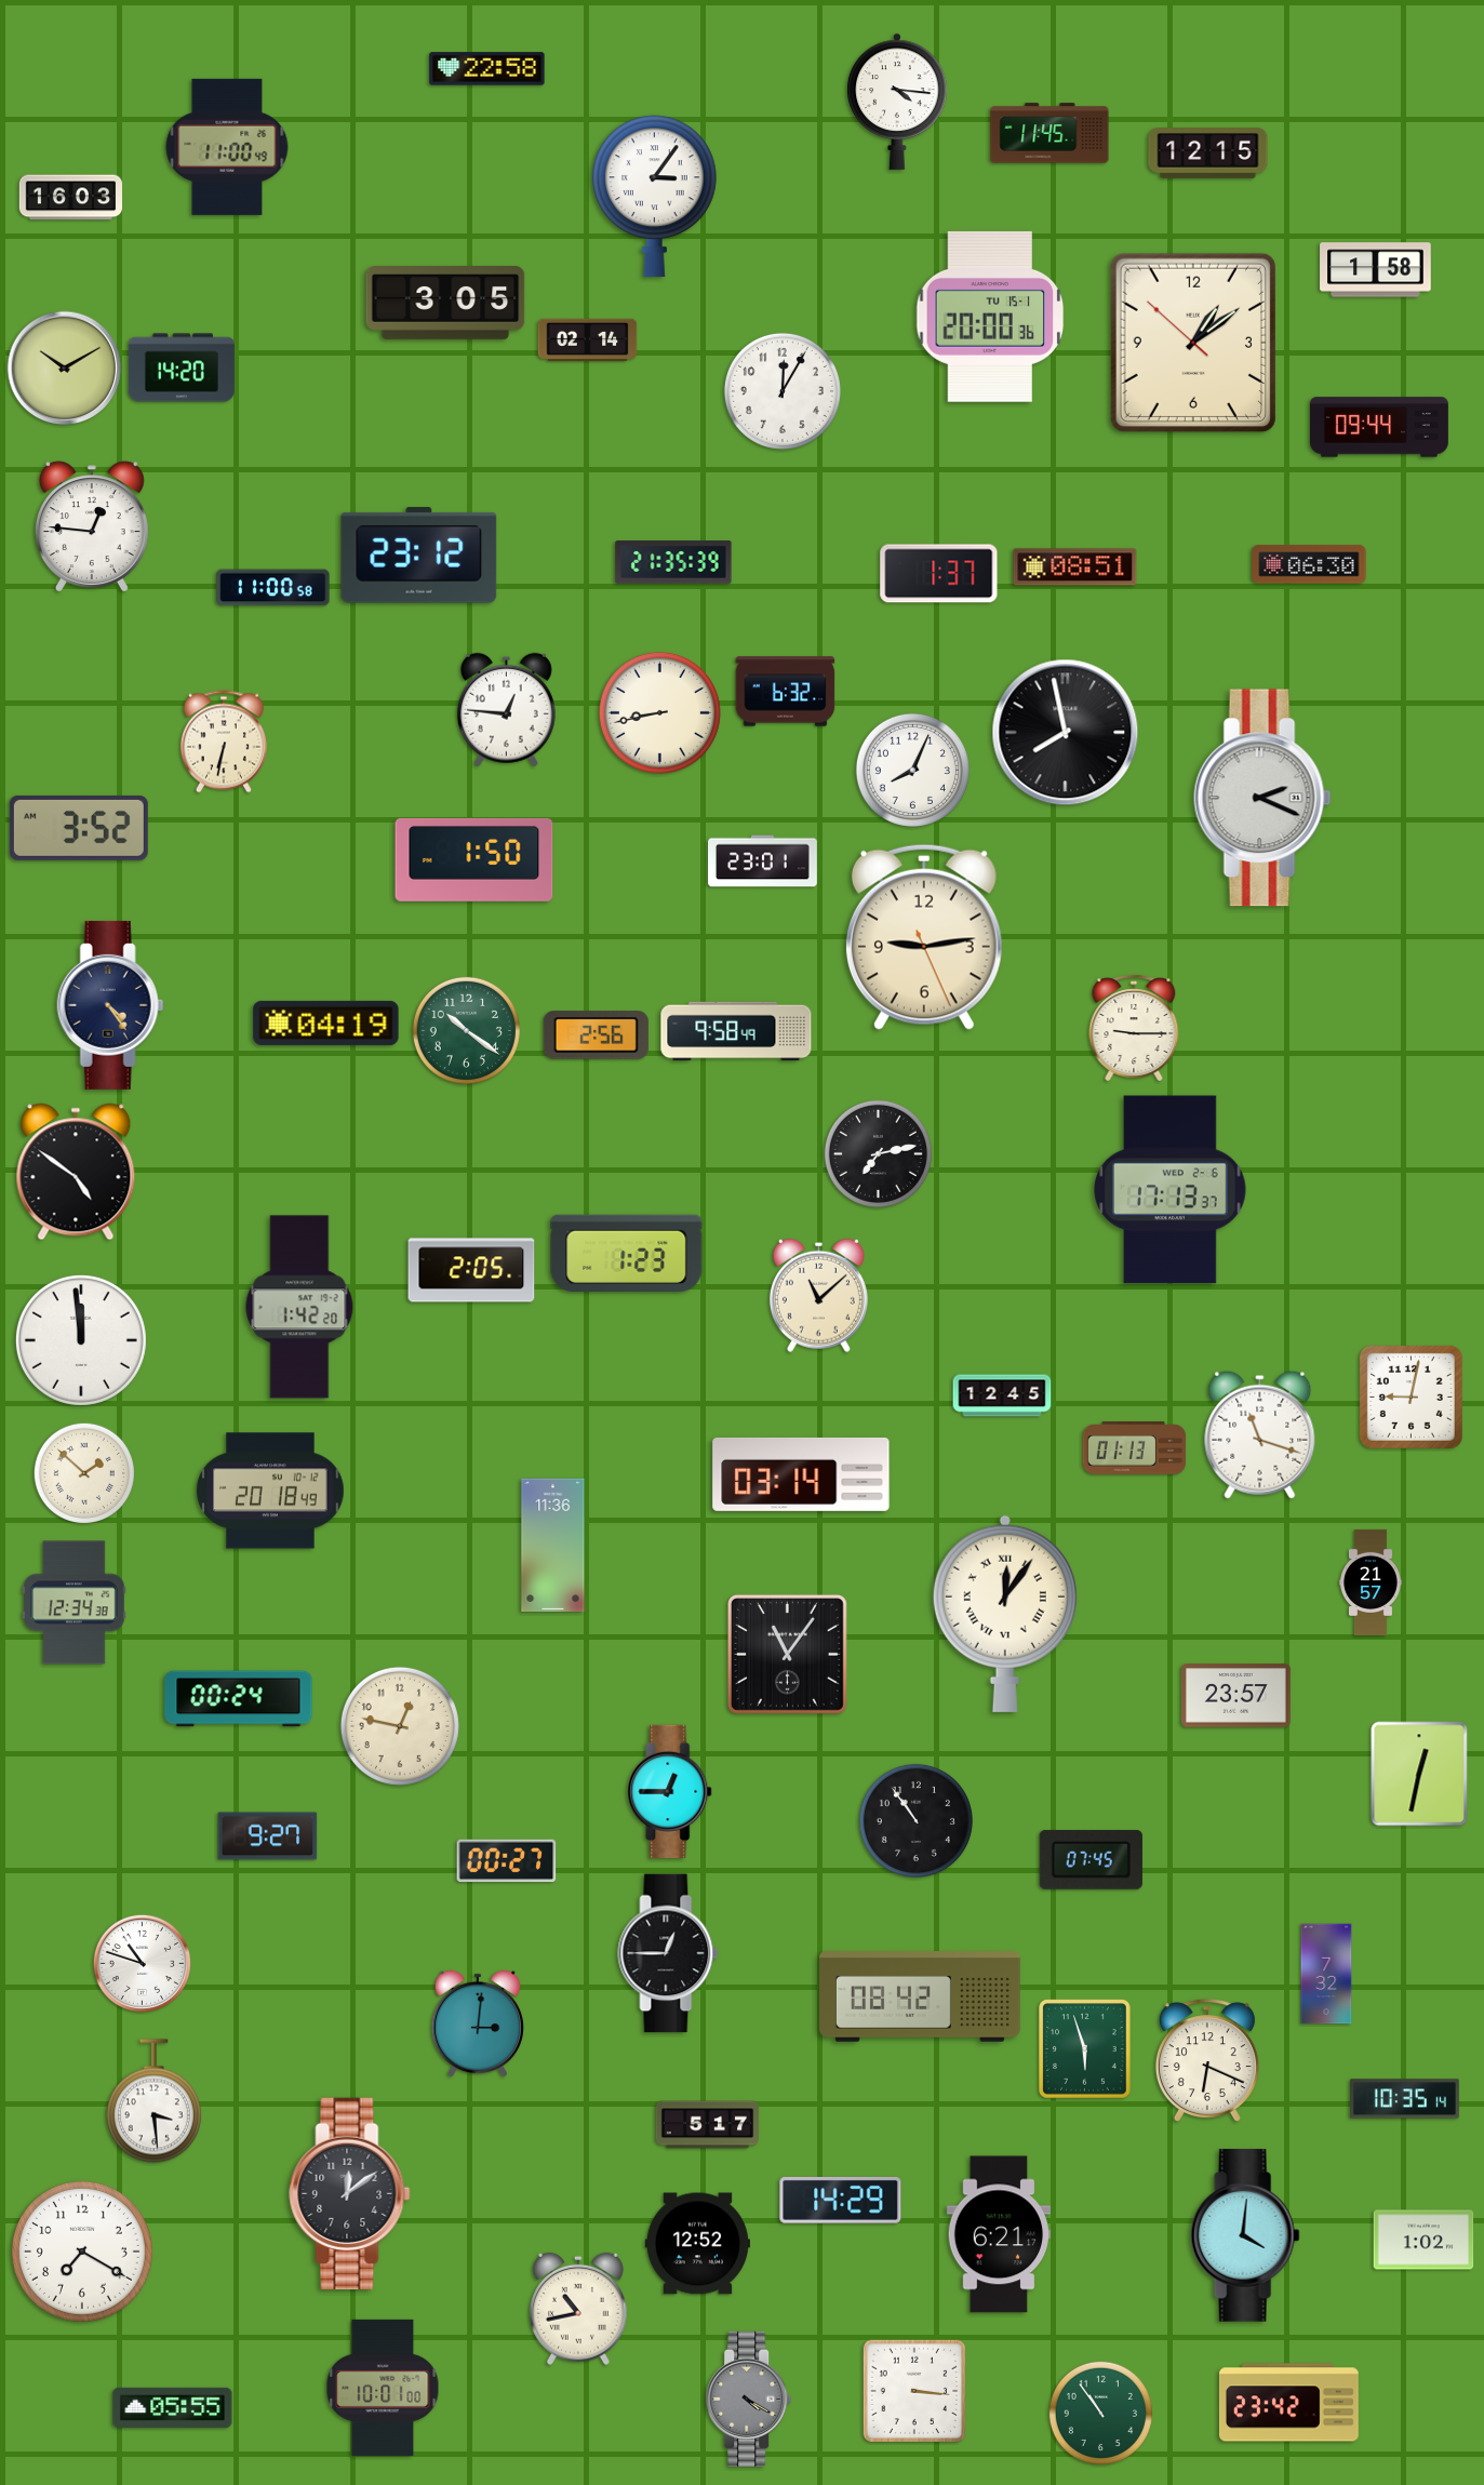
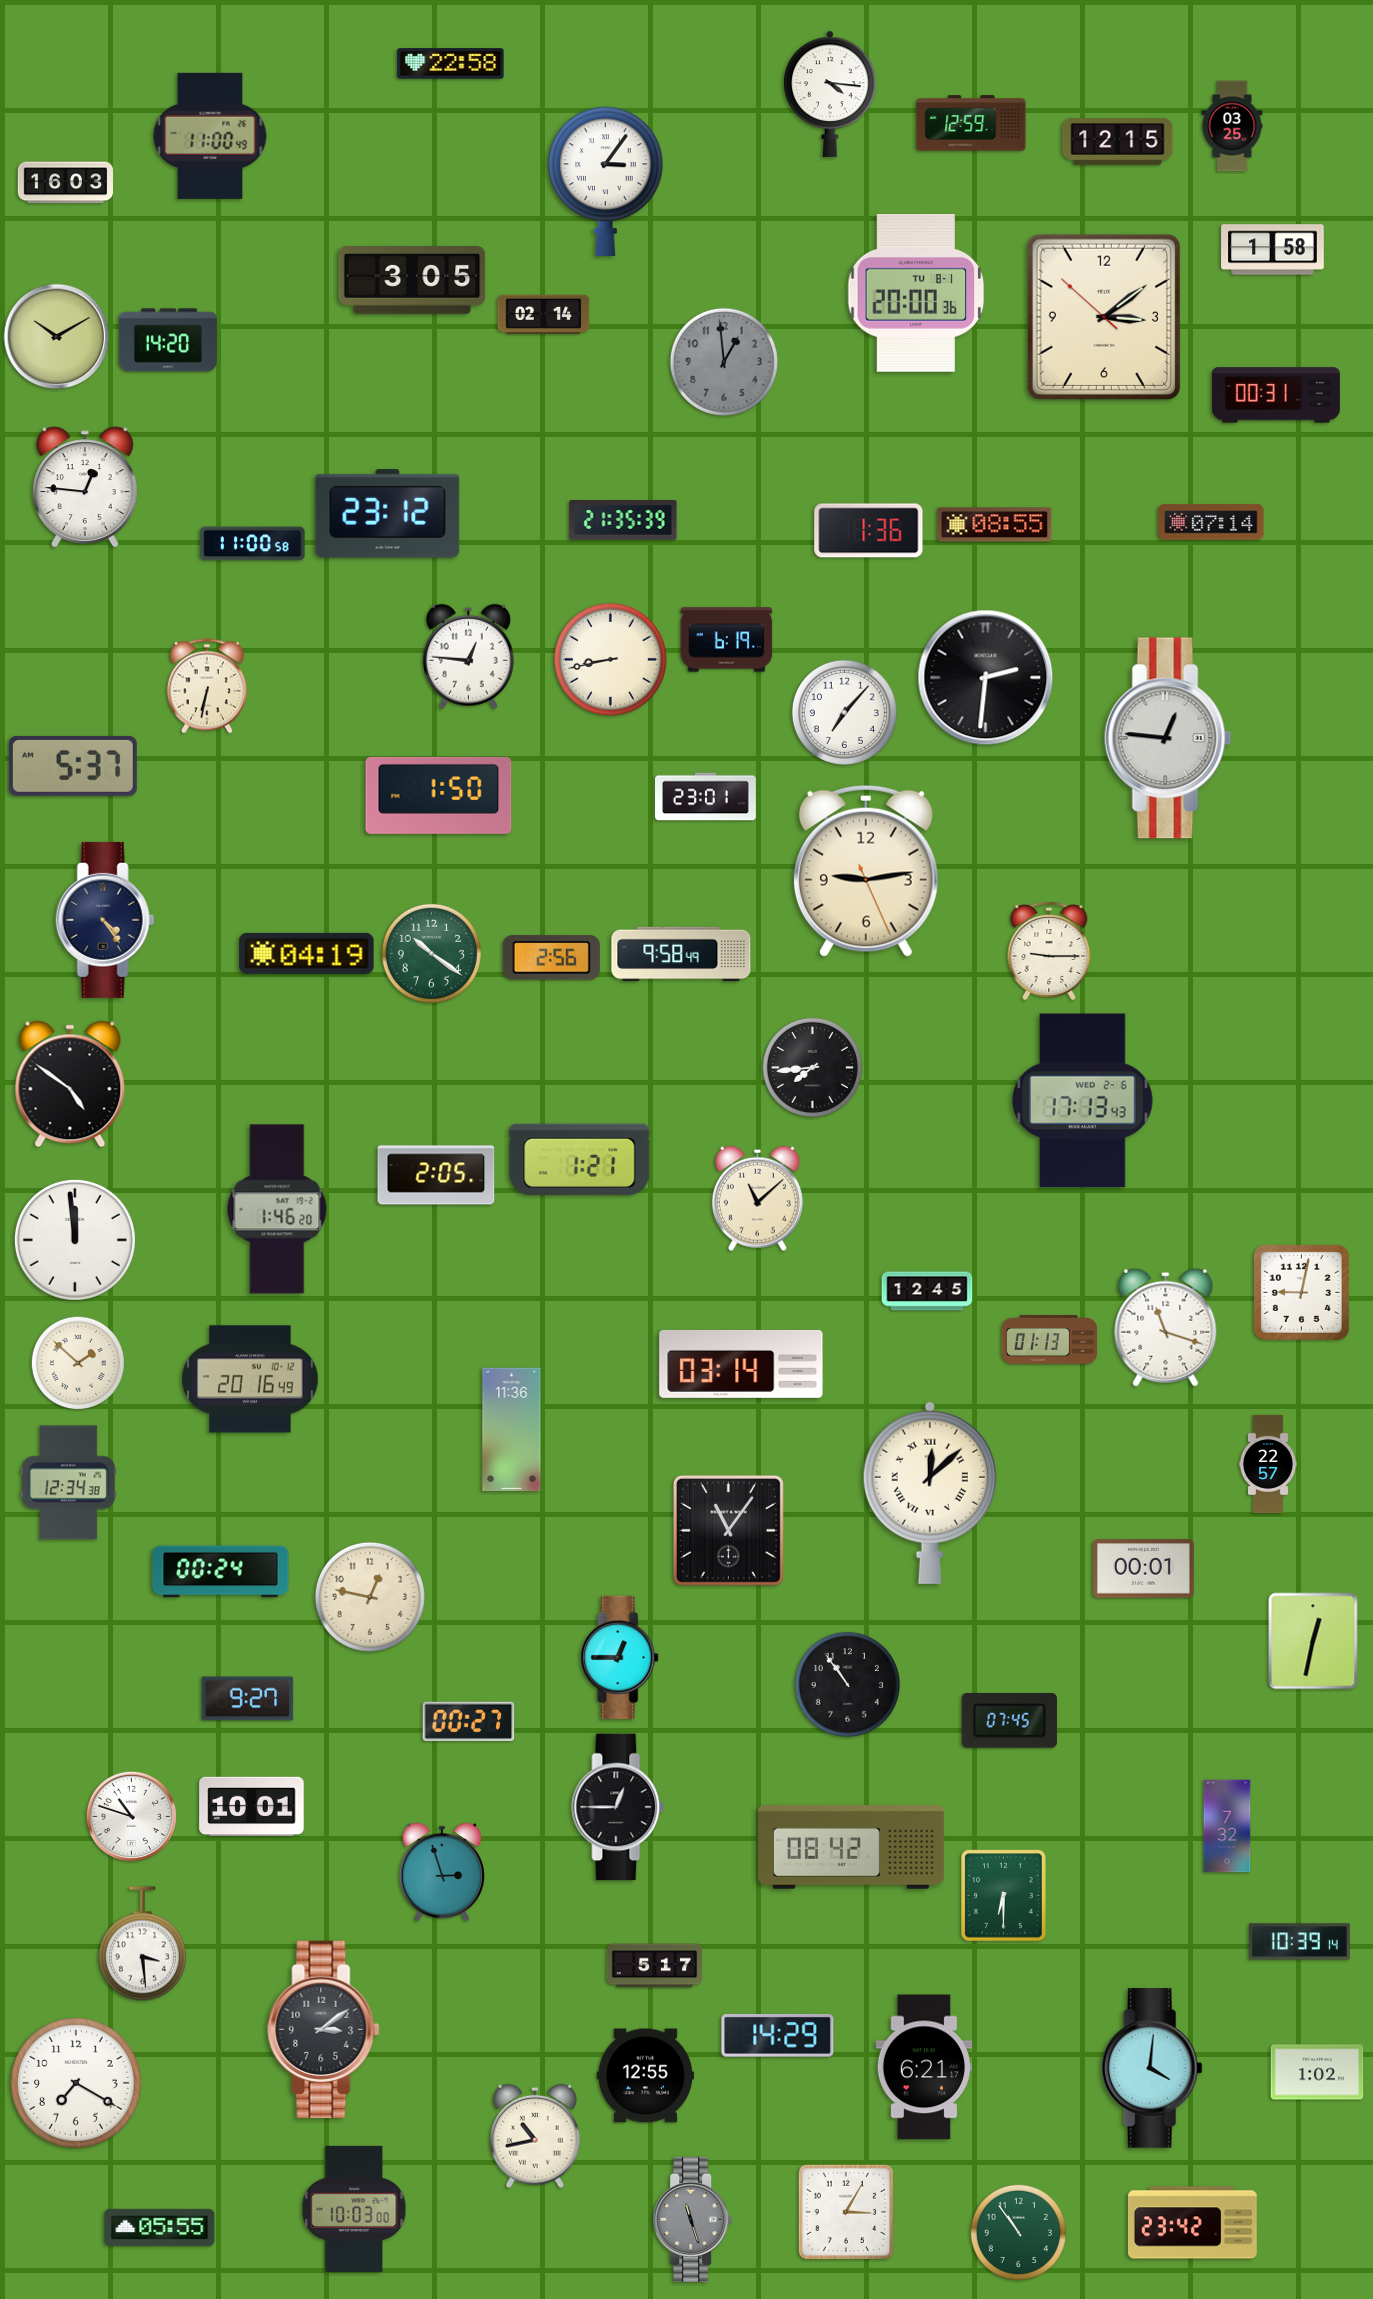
clock at (1050, 133): 11:45 -> 12:59
clock at (1232, 126): none -> 03:25
clock at (990, 317) date: TU 15-1 -> TU 8-1
clock at (1193, 343): 1:08 -> 3:08
clock at (65, 369) position: (65, 369) -> (57, 337)
clock at (783, 391): 12:05 -> 12:59
clock at (783, 391) dial: white -> grey
clock at (1379, 427): 09:44 -> 00:31
clock at (1309, 564): 06:30 -> 07:14
clock at (1075, 567): 08:51 -> 08:55
clock at (939, 574): 1:37 -> 1:36
clock at (786, 692): 6:32 -> 6:19
clock at (1066, 733): 7:58 -> 2:31
clock at (912, 770): 8:04 -> 7:07
clock at (1262, 798): 2:19 -> 12:46
clock at (79, 828): 3:52 -> 5:37
clock at (924, 937) position: (924, 937) -> (866, 871)
clock at (110, 1005) position: (110, 1005) -> (105, 920)
clock at (326, 1023) position: (326, 1023) -> (307, 953)
clock at (878, 1153): 7:13 -> 7:44
clock at (1171, 1190): 17:13:37 -> 17:13:43
clock at (627, 1253): 1:23 -> 1:21
clock at (299, 1307): 1:42 -> 1:46
clock at (1411, 1397) position: (1411, 1397) -> (1301, 1292)
clock at (270, 1491): 20:18 -> 20:16
clock at (1372, 1582): 21:57 -> 22:57
clock at (1005, 1614): 12:06 -> 12:08
clock at (1235, 1696): 23:57 -> 00:01
clock at (252, 1807): none -> 10:01
clock at (477, 2023): 3:01 -> 2:57
clock at (1085, 2049): 5:57 -> 6:30
clock at (1207, 2060): 6:19 -> none
clock at (1405, 2099): 10:35 -> 10:39
clock at (350, 2193): 12:09 -> 3:09
clock at (697, 2244): 12:52 -> 12:55
clock at (383, 2388): 10:01 -> 10:03
clock at (914, 2391): 3:16 -> 3:05
clock at (749, 2399): 4:20 -> 11:27
